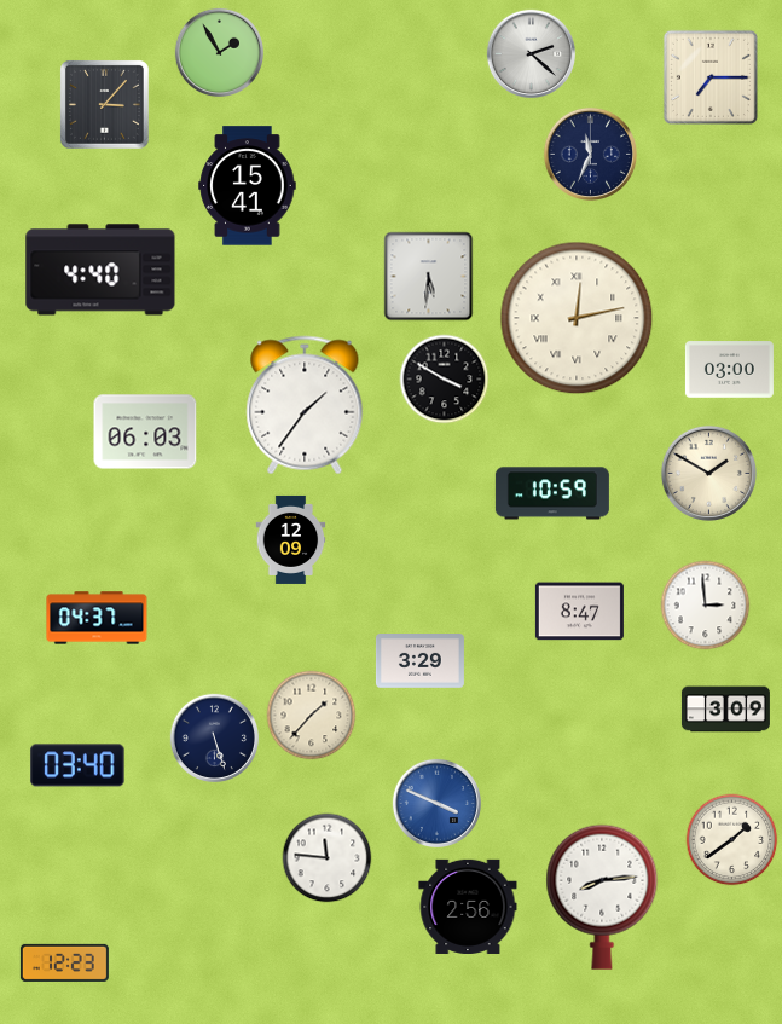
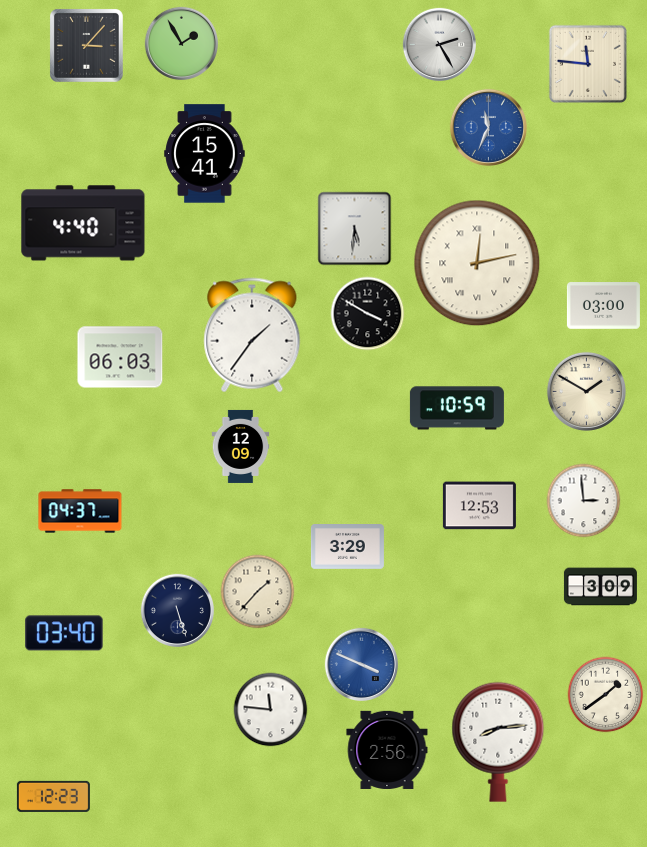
clock at (531, 53): 2:22 -> 2:25
clock at (711, 77): 7:15 -> 11:46
clock at (104, 104) position: (104, 104) -> (86, 45)
clock at (590, 154) dial: navy -> blue
clock at (579, 612): 8:47 -> 12:53
